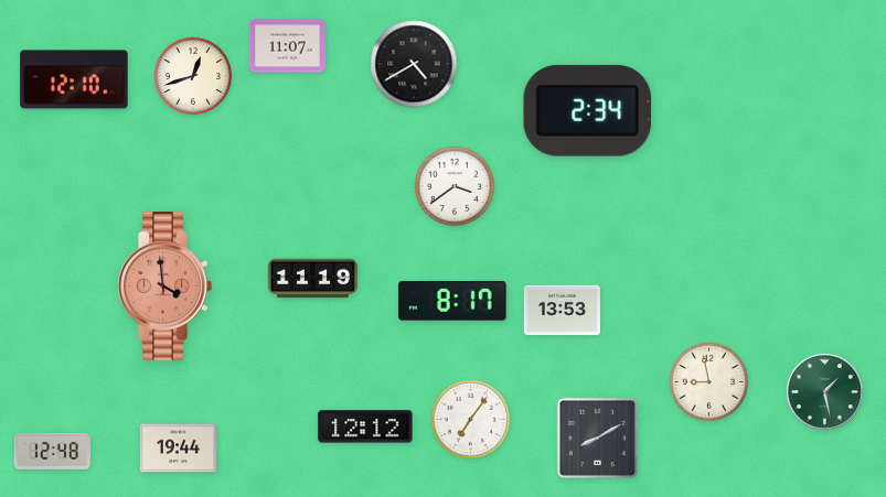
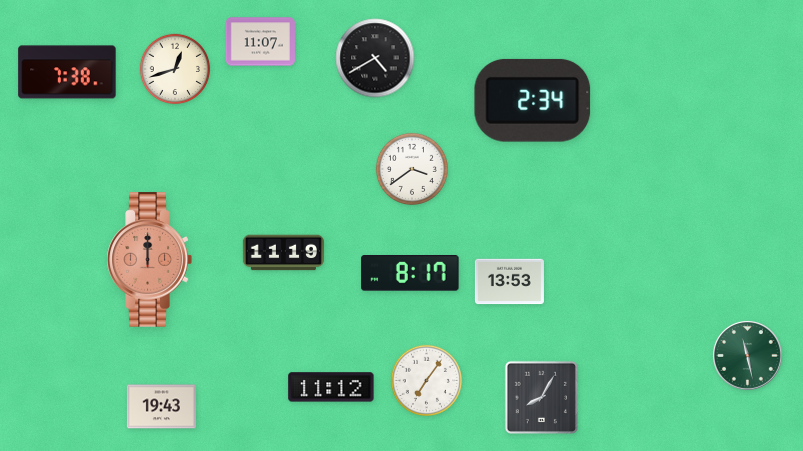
clock at (74, 79): 12:10 -> 7:38
clock at (164, 287): 3:59 -> 12:00
clock at (708, 381): 8:58 -> none
clock at (824, 391): 1:28 -> 11:28
clock at (365, 426): 12:12 -> 11:12
clock at (597, 437): 8:10 -> 8:05
clock at (178, 449): 19:44 -> 19:43
clock at (52, 451): 12:48 -> none
